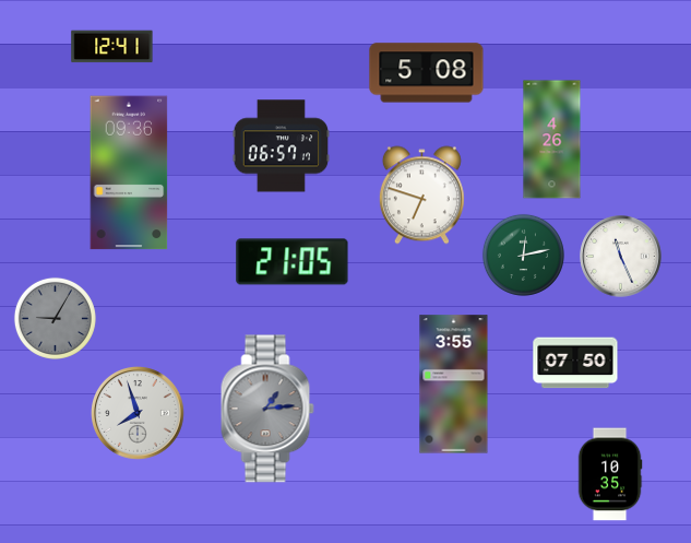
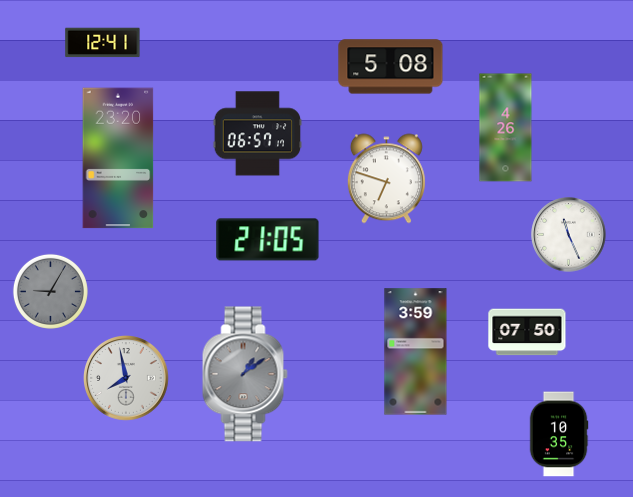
clock at (129, 173): 09:36 -> 23:20
clock at (523, 255): 12:13 -> none
clock at (454, 385): 3:55 -> 3:59
clock at (267, 409): 1:14 -> 1:09
clock at (139, 414): 7:57 -> 7:58
